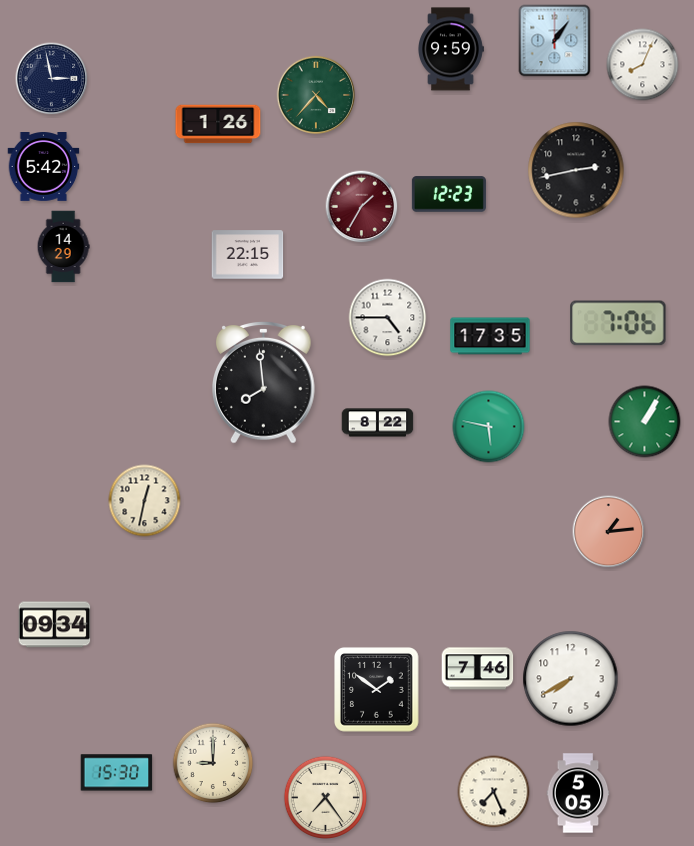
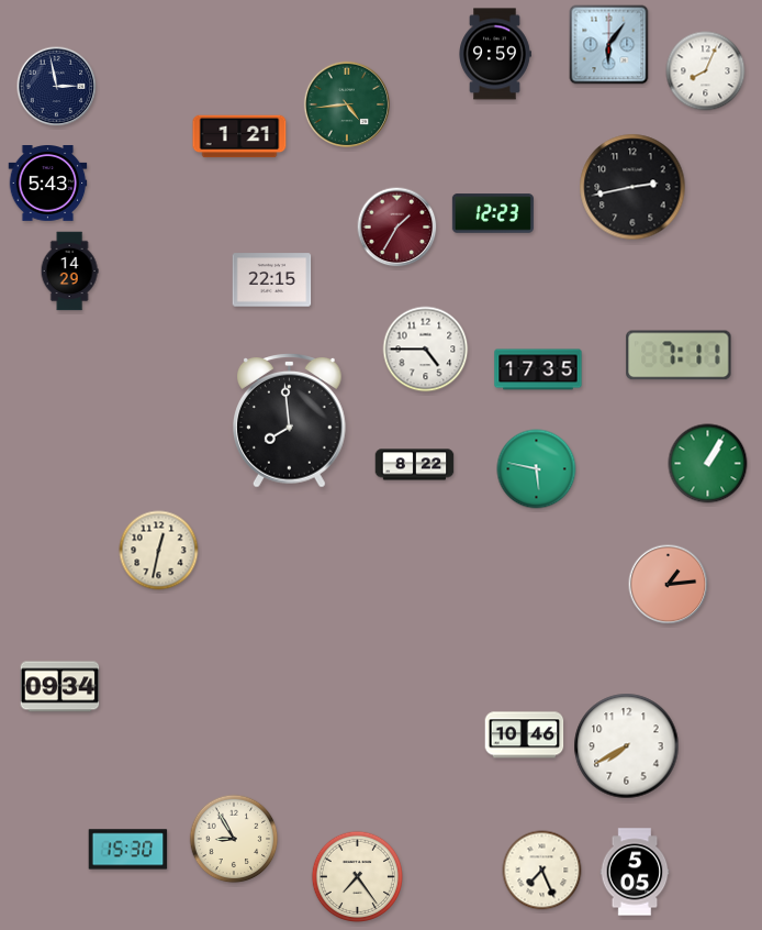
clock at (555, 41): 1:06 -> 6:06
clock at (315, 94): 4:37 -> 4:44
clock at (218, 124): 1:26 -> 1:21
clock at (44, 167): 5:42 -> 5:43
clock at (618, 323): 7:06 -> 7:11
clock at (478, 669): 7:46 -> 10:46
clock at (377, 690): 1:51 -> none
clock at (213, 763): 9:00 -> 8:55
